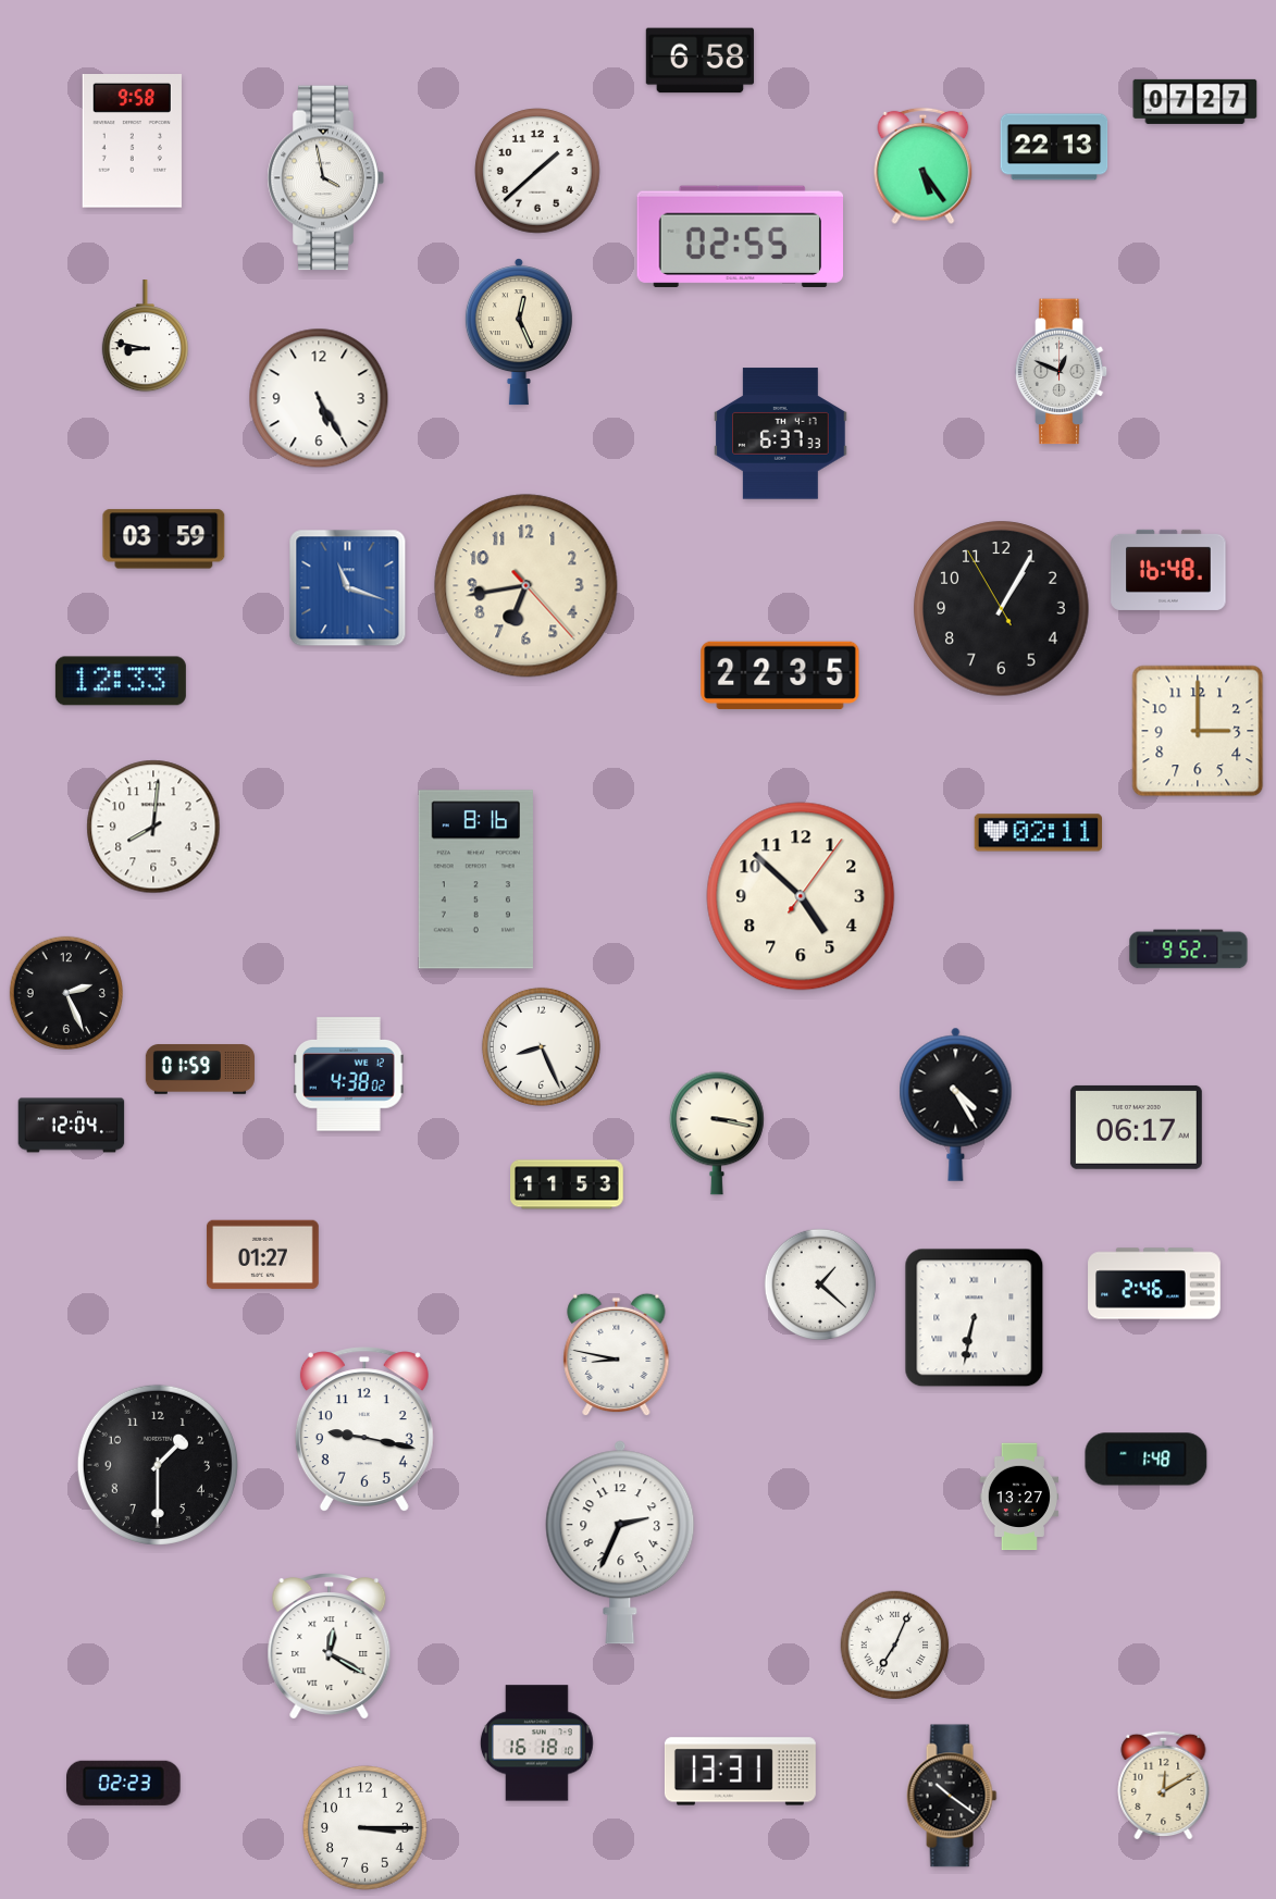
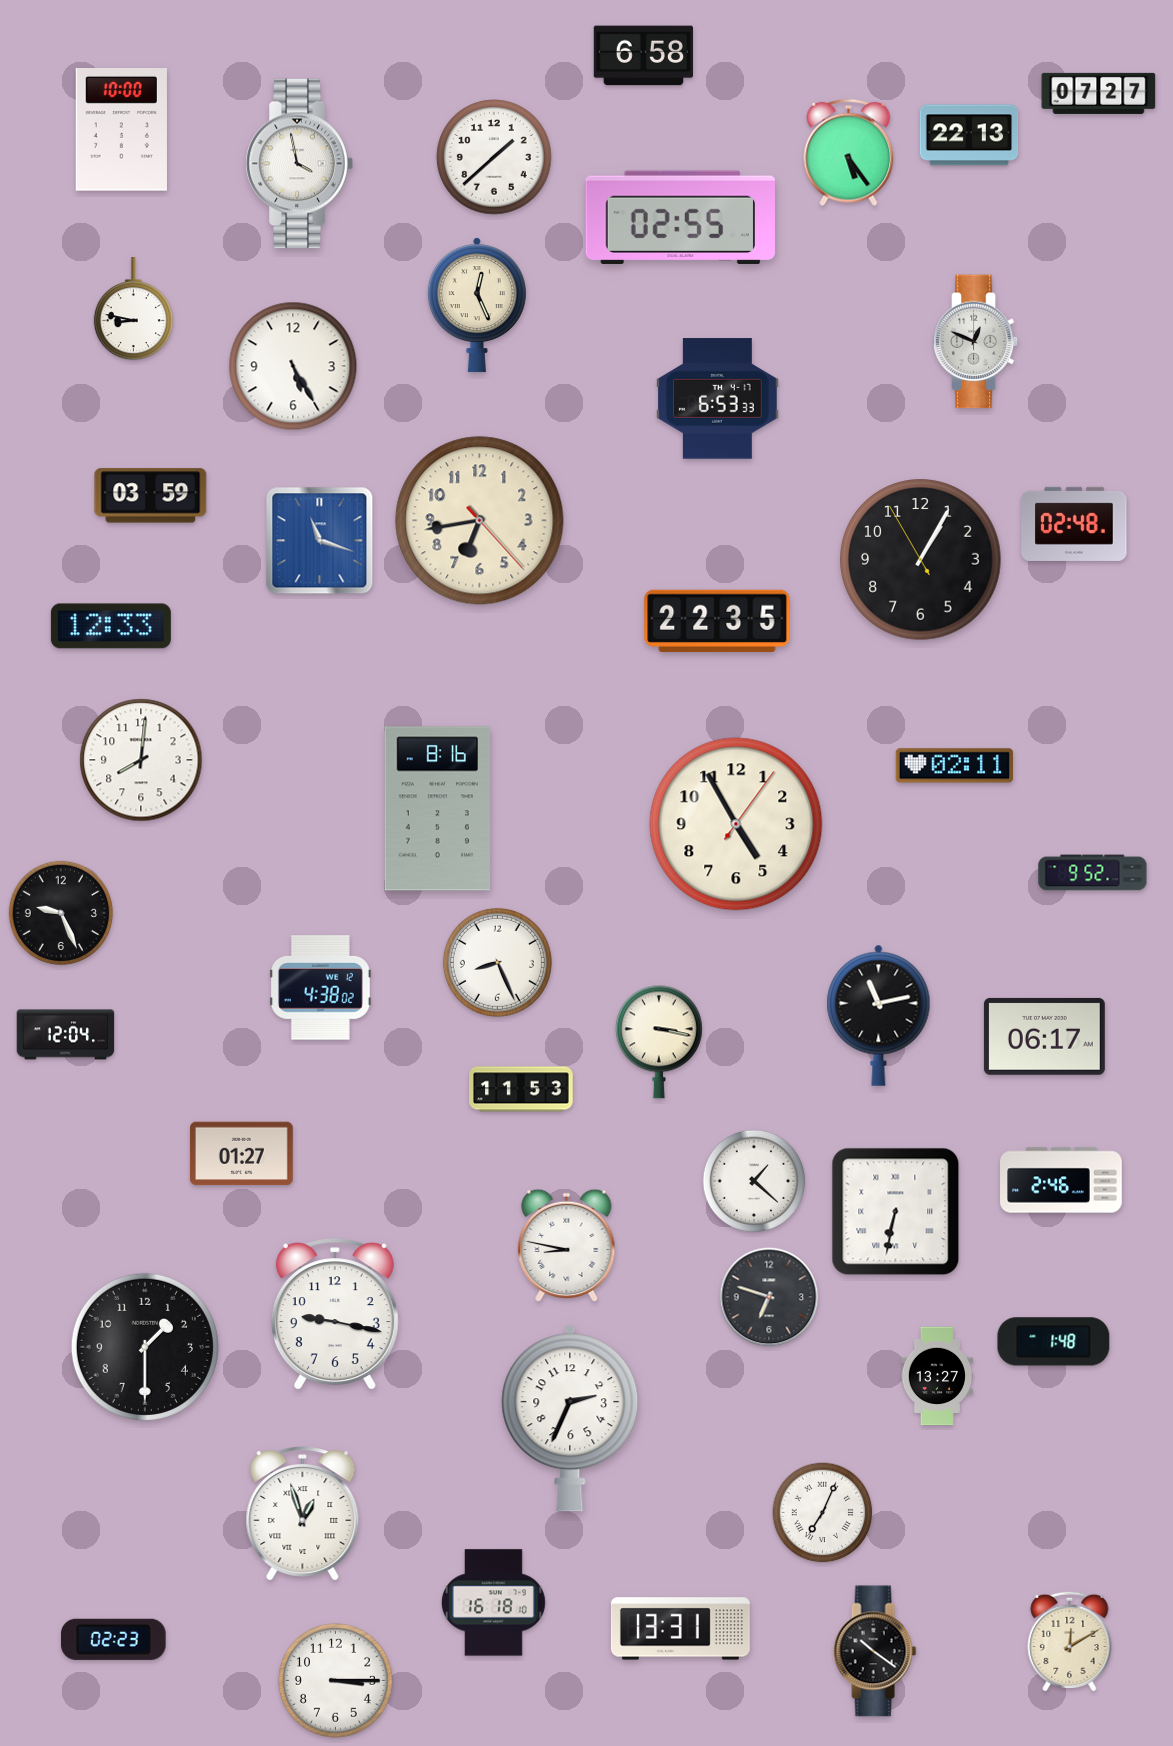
clock at (132, 141): 9:58 -> 10:00
clock at (781, 434): 6:37 -> 6:53
clock at (1168, 570): 16:48 -> 02:48
clock at (526, 586) position: (526, 586) -> (480, 521)
clock at (1198, 731): 3:00 -> none
clock at (801, 896): 4:52 -> 4:55
clock at (66, 993): 2:26 -> 9:26
clock at (200, 1069): 01:59 -> none
clock at (956, 1104): 4:25 -> 11:13
clock at (769, 1297): none -> 6:48
clock at (330, 1647): 12:20 -> 12:57
